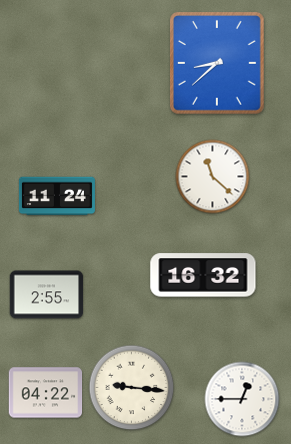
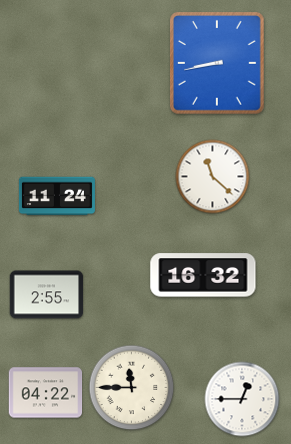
clock at (218, 64): 8:38 -> 8:43
clock at (132, 388): 9:16 -> 11:45
